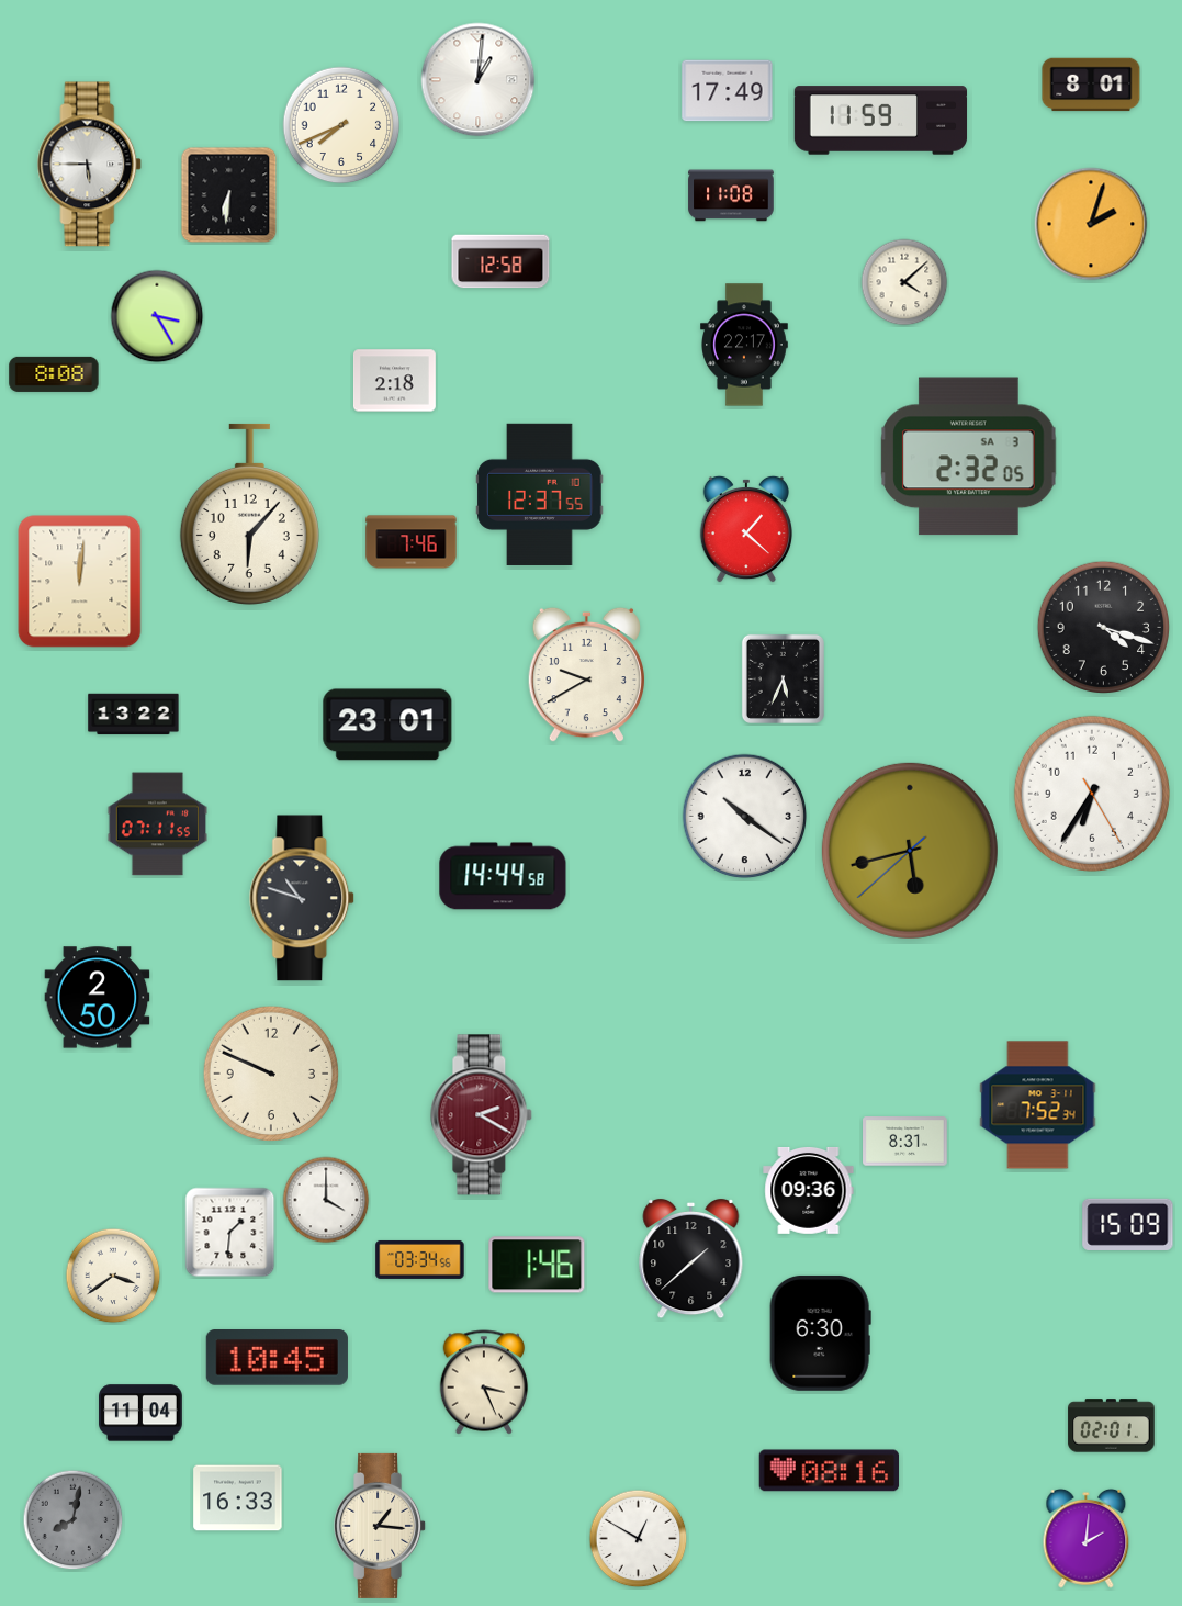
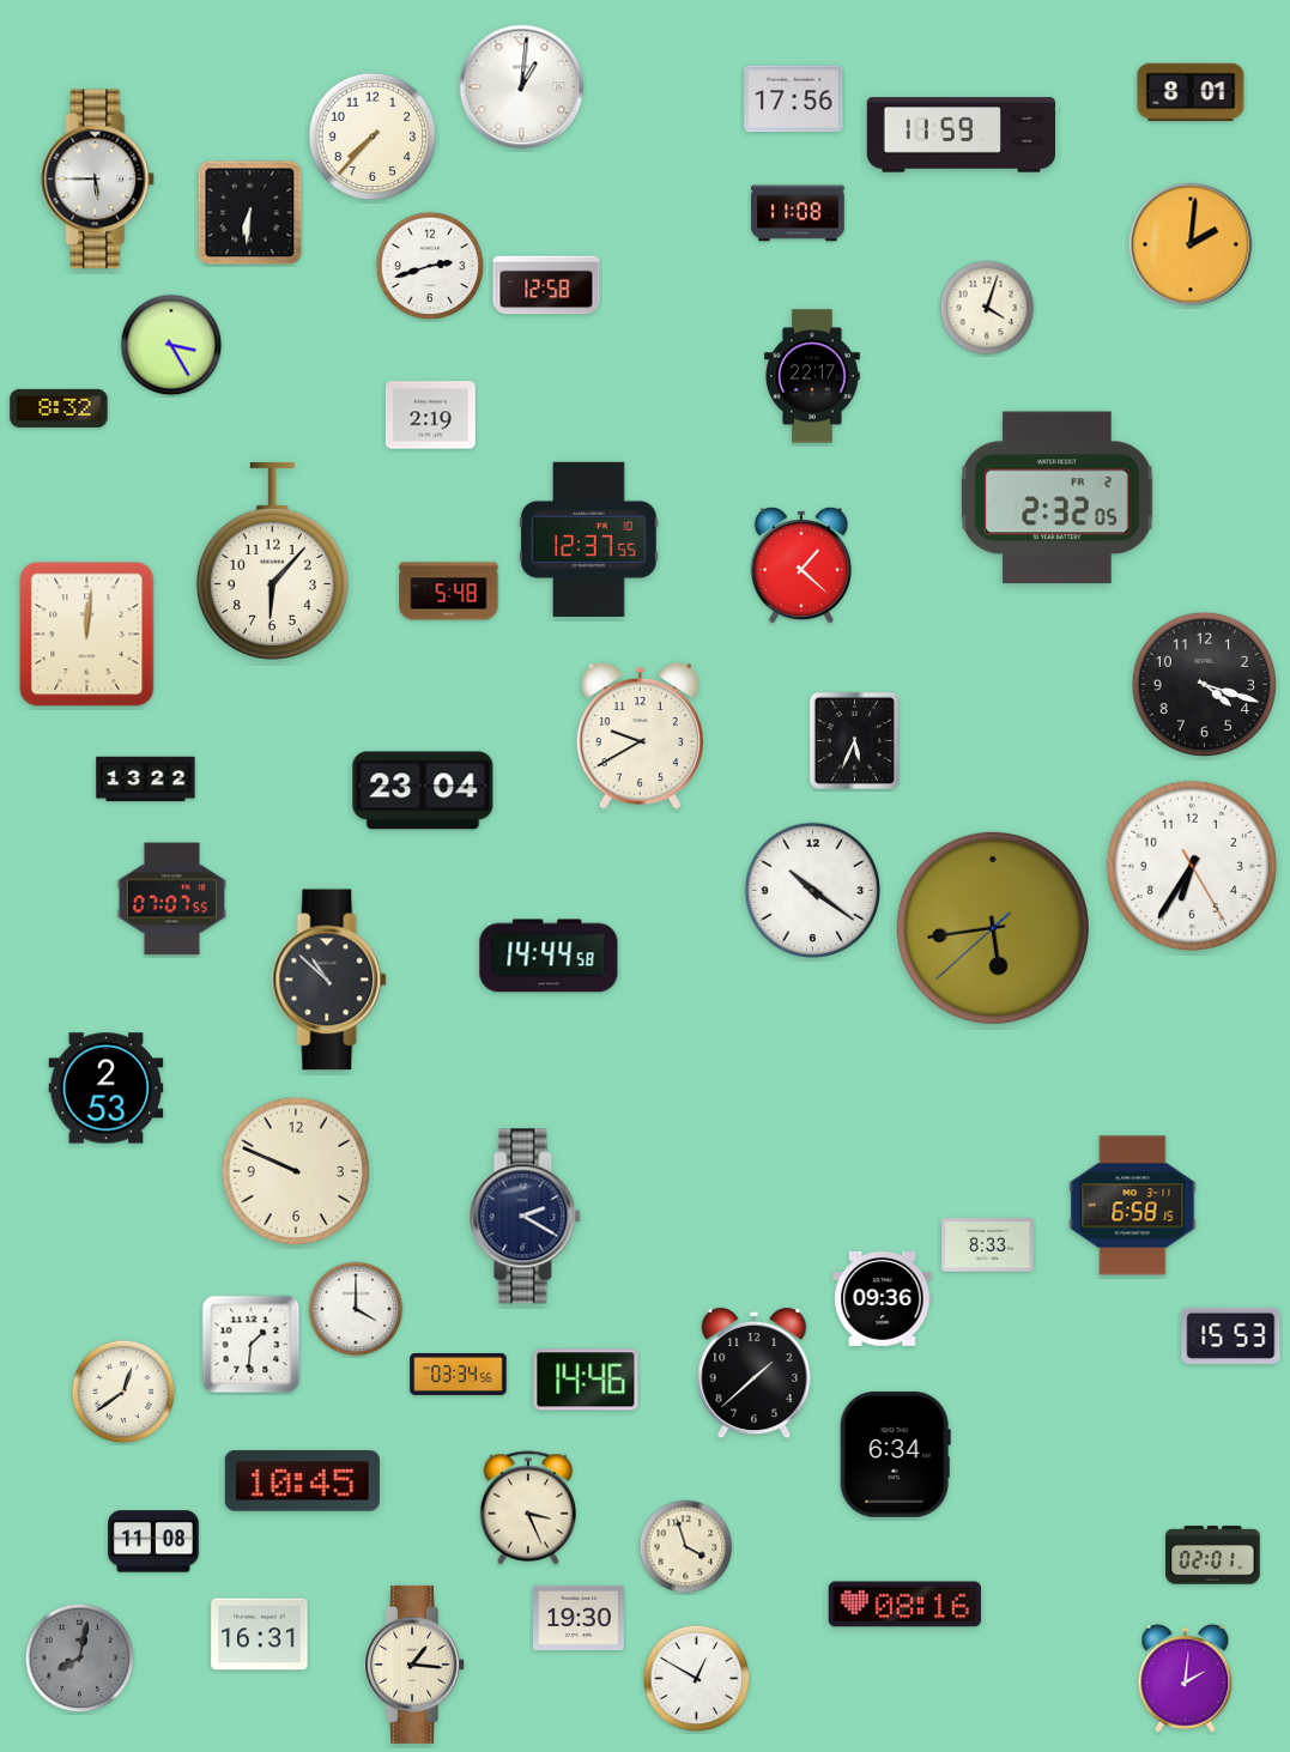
clock at (728, 91): 17:49 -> 17:56
clock at (881, 121) position: (881, 121) -> (962, 135)
clock at (341, 125): 7:41 -> 7:37
clock at (1091, 224): 2:03 -> 2:01
clock at (430, 266): none -> 2:42
clock at (904, 282): 4:08 -> 4:03
clock at (54, 374): 8:08 -> 8:32
clock at (394, 381): 2:18 -> 2:19
clock at (969, 457) date: SA 3 -> FR 2
clock at (746, 529) position: (746, 529) -> (801, 565)
clock at (412, 542): 7:46 -> 5:48
clock at (387, 725): 23:01 -> 23:04
clock at (157, 824): 07:11 -> 07:07
clock at (910, 851): 5:42 -> 5:43
clock at (303, 898): 10:48 -> 10:52
clock at (98, 998): 2:50 -> 2:53
clock at (1038, 1105): 7:52 -> 6:58
clock at (482, 1115) dial: burgundy -> navy
clock at (905, 1142): 8:31 -> 8:33
clock at (1128, 1224): 15:09 -> 15:53
clock at (537, 1265): 1:46 -> 14:46
clock at (113, 1276): 3:39 -> 12:39
clock at (820, 1333): 6:30 -> 6:34
clock at (142, 1413): 11:04 -> 11:08
clock at (686, 1547): none -> 3:57
clock at (580, 1617): none -> 19:30
clock at (238, 1498): 16:33 -> 16:31
